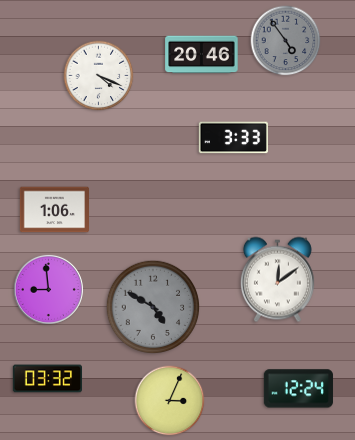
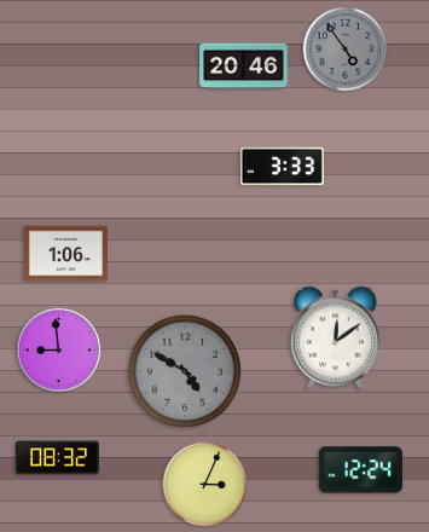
clock at (99, 76): 4:19 -> none
clock at (47, 379): 03:32 -> 08:32
